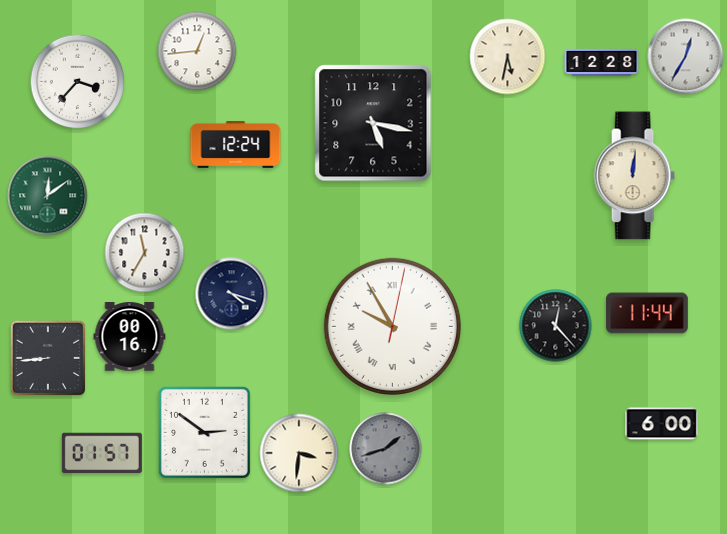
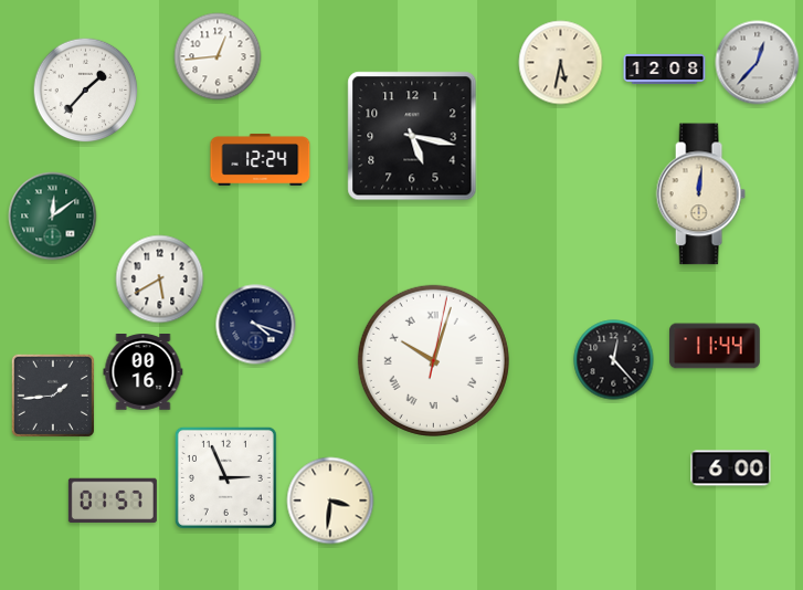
clock at (686, 57): 12:35 -> 12:37
clock at (602, 62): 12:28 -> 12:08
clock at (78, 82): 3:37 -> 1:37
clock at (145, 253): 11:35 -> 5:40
clock at (392, 326): 9:55 -> 10:03
clock at (48, 358): 8:44 -> 1:44
clock at (204, 432): 2:51 -> 2:56
clock at (386, 449): 1:42 -> none
